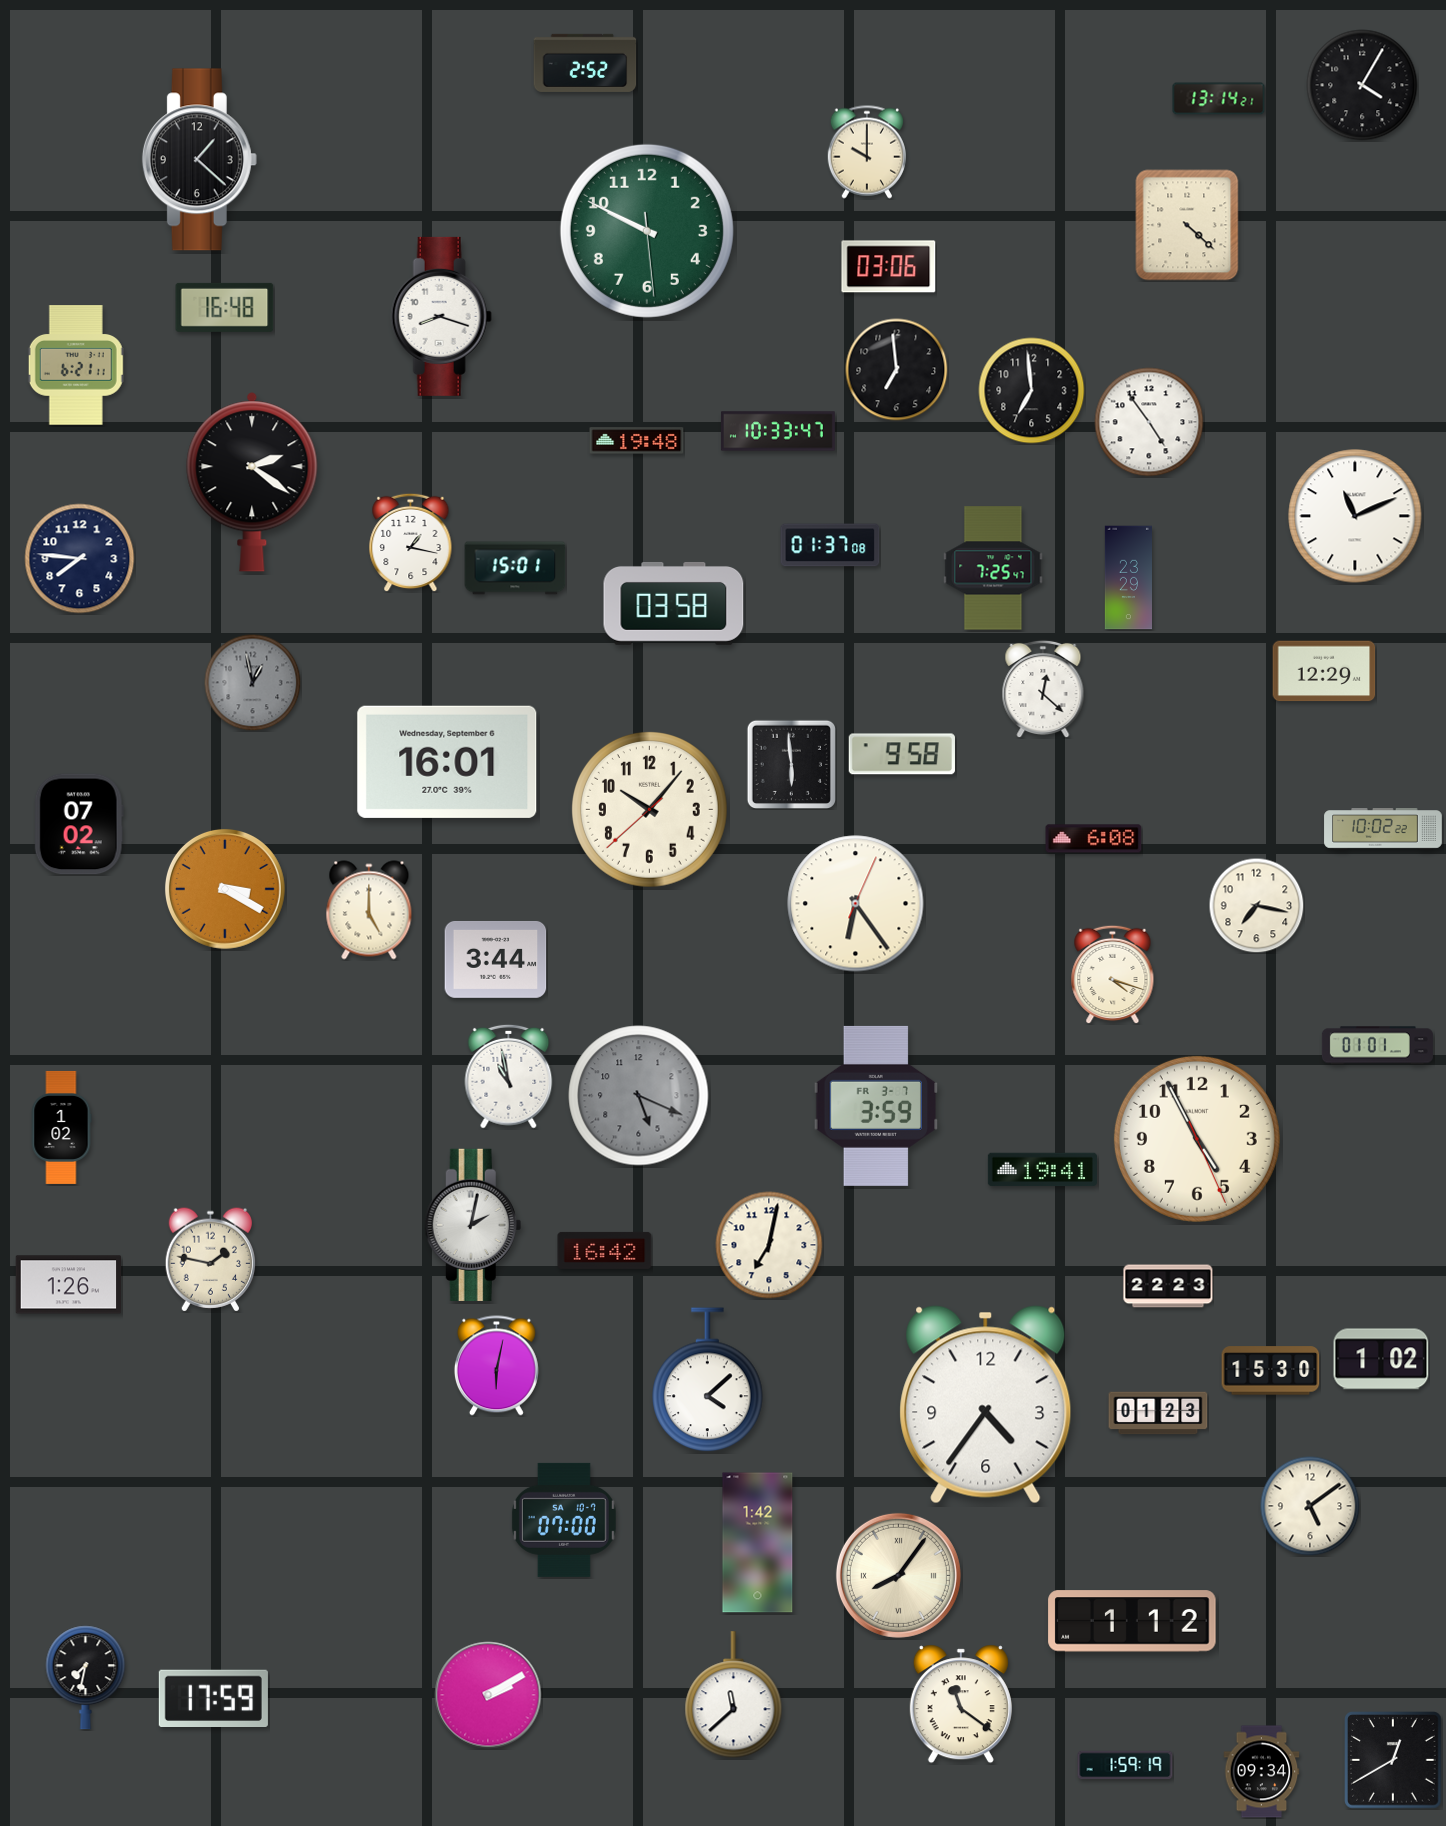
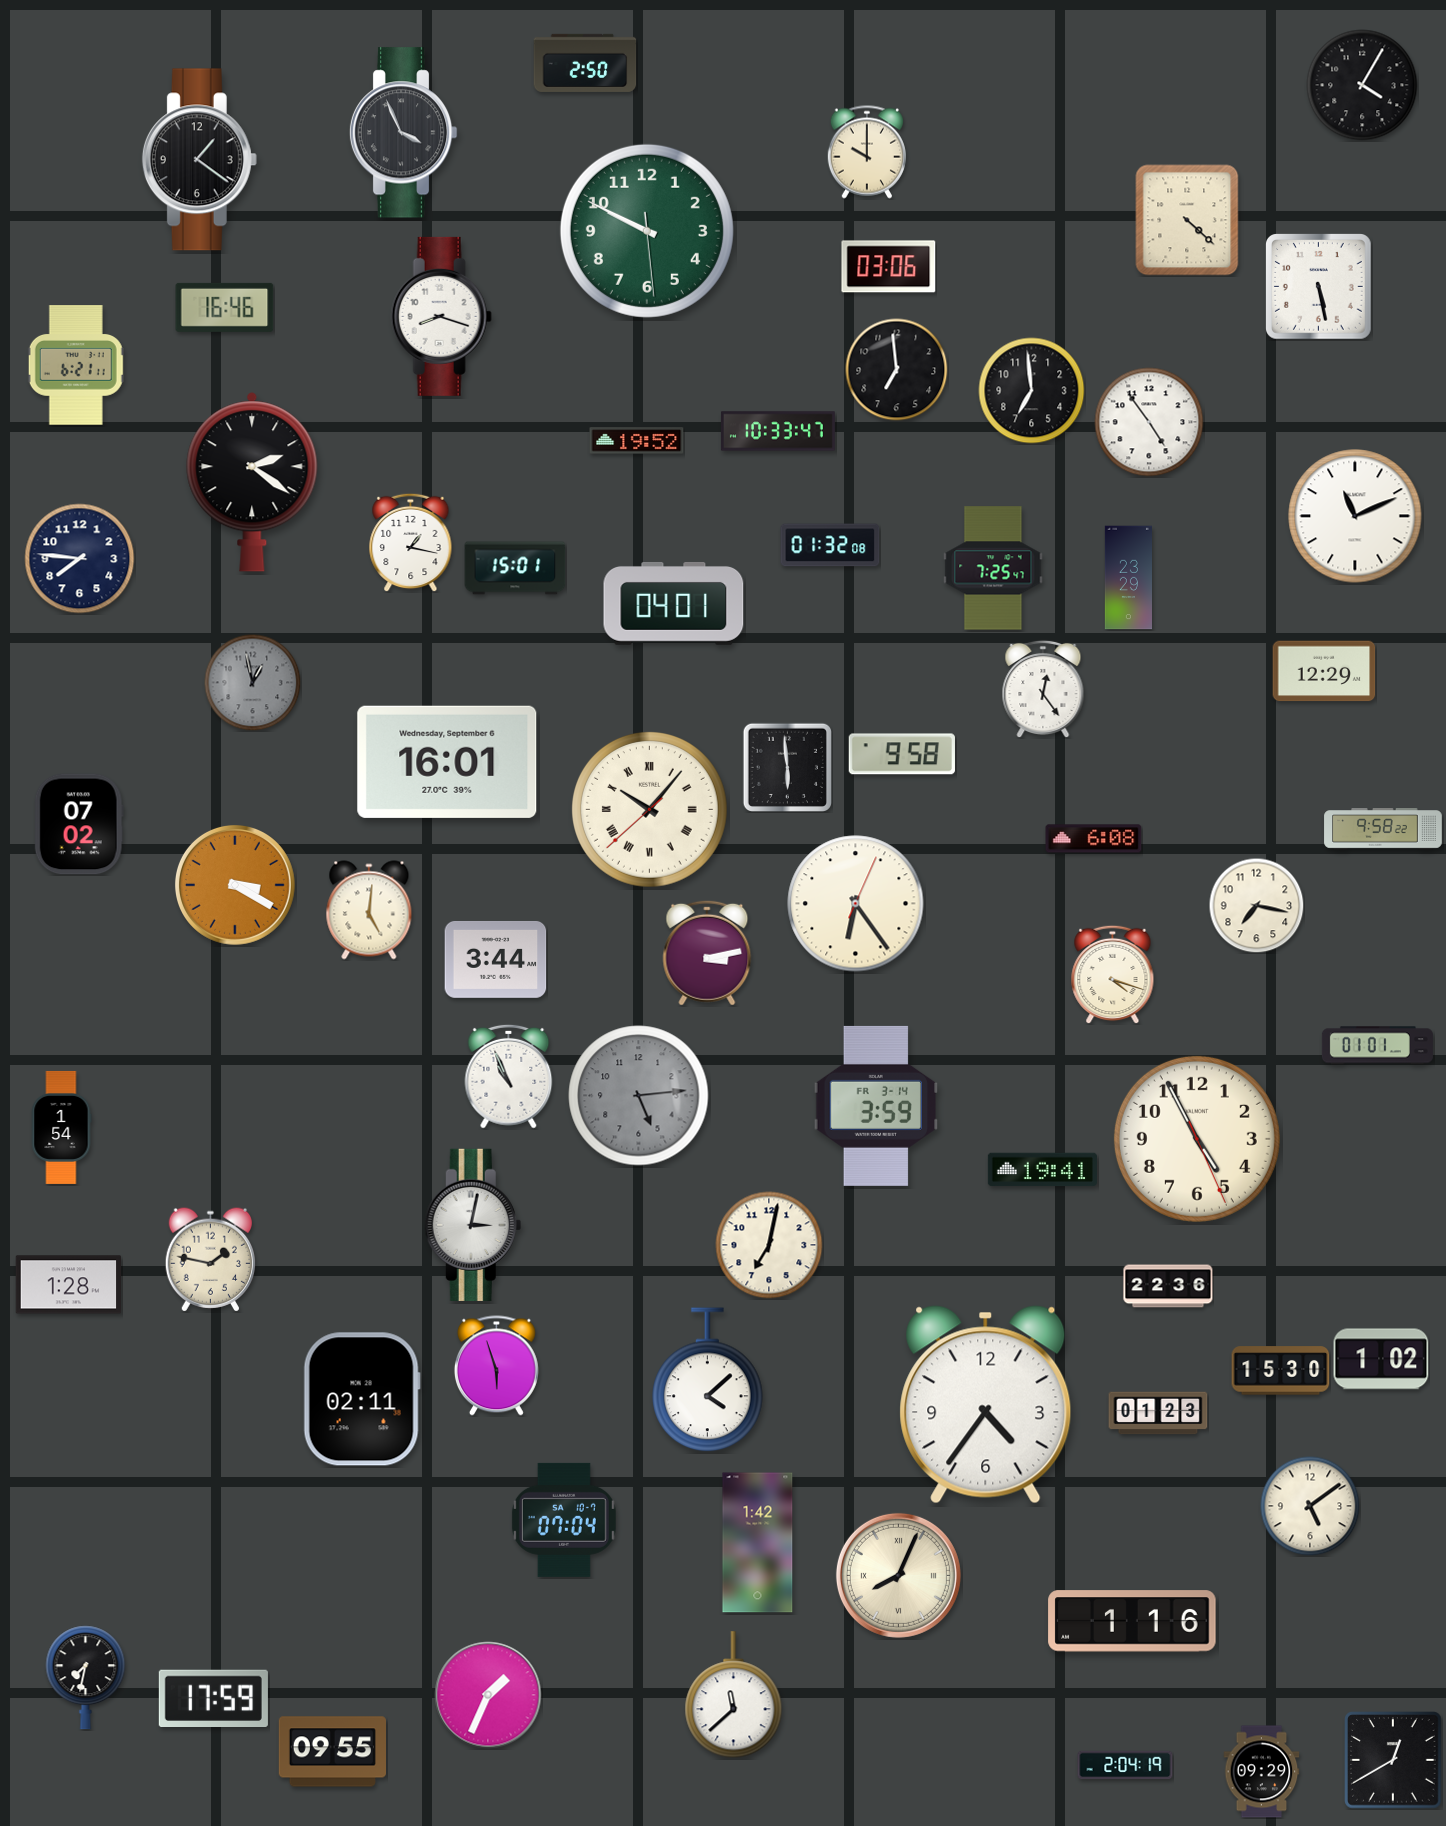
clock at (585, 63): 2:52 -> 2:50
clock at (1219, 99): 13:14 -> none
clock at (403, 133): none -> 3:56
clock at (199, 160): 1:22 -> 1:21
clock at (1187, 225) position: (1187, 225) -> (1187, 220)
clock at (1319, 287): none -> 5:28
clock at (225, 307): 16:48 -> 16:46
clock at (637, 441): 19:48 -> 19:52
clock at (830, 545): 01:37 -> 01:32
clock at (674, 604): 03:58 -> 04:01
clock at (1043, 689): 12:22 -> 12:24
clock at (791, 764) position: (791, 764) -> (787, 767)
clock at (649, 809) numerals: Arabic -> Roman
clock at (1383, 829): 10:02 -> 9:58
clock at (225, 889) position: (225, 889) -> (235, 885)
clock at (369, 910): 5:00 -> 5:01
clock at (707, 953): none -> 3:13
clock at (509, 1076): 10:58 -> 10:56
clock at (639, 1096): 5:19 -> 5:14
clock at (876, 1106) date: FR 3-7 -> FR 3-14
clock at (61, 1127): 1:02 -> 1:54
clock at (473, 1225): 2:02 -> 3:02
clock at (605, 1250): 16:42 -> none
clock at (69, 1285): 1:26 -> 1:28
clock at (1168, 1286): 22:23 -> 22:36
clock at (496, 1366): 6:02 -> 5:57
clock at (1271, 1371) position: (1271, 1371) -> (1281, 1371)
clock at (362, 1399): none -> 02:11
clock at (564, 1520): 07:00 -> 07:04
clock at (898, 1575): 8:06 -> 8:04
clock at (1132, 1621): 1:12 -> 1:16
clock at (488, 1695): 2:10 -> 1:34
clock at (961, 1704): 11:21 -> none
clock at (332, 1752): none -> 09:55
clock at (1125, 1765): 1:59 -> 2:04
clock at (1262, 1772): 09:34 -> 09:29
